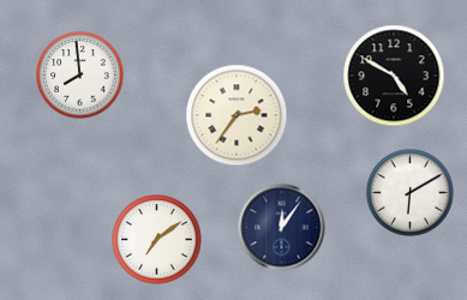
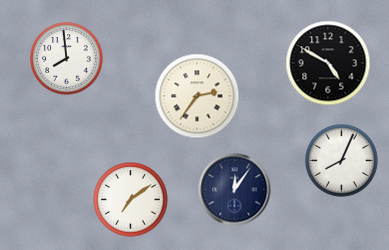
clock at (80, 76) position: (80, 76) -> (67, 59)
clock at (411, 193): 6:10 -> 8:04
